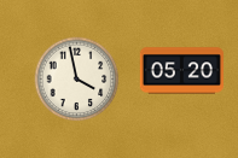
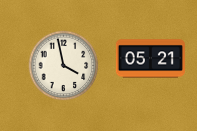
clock at (181, 71): 05:20 -> 05:21
